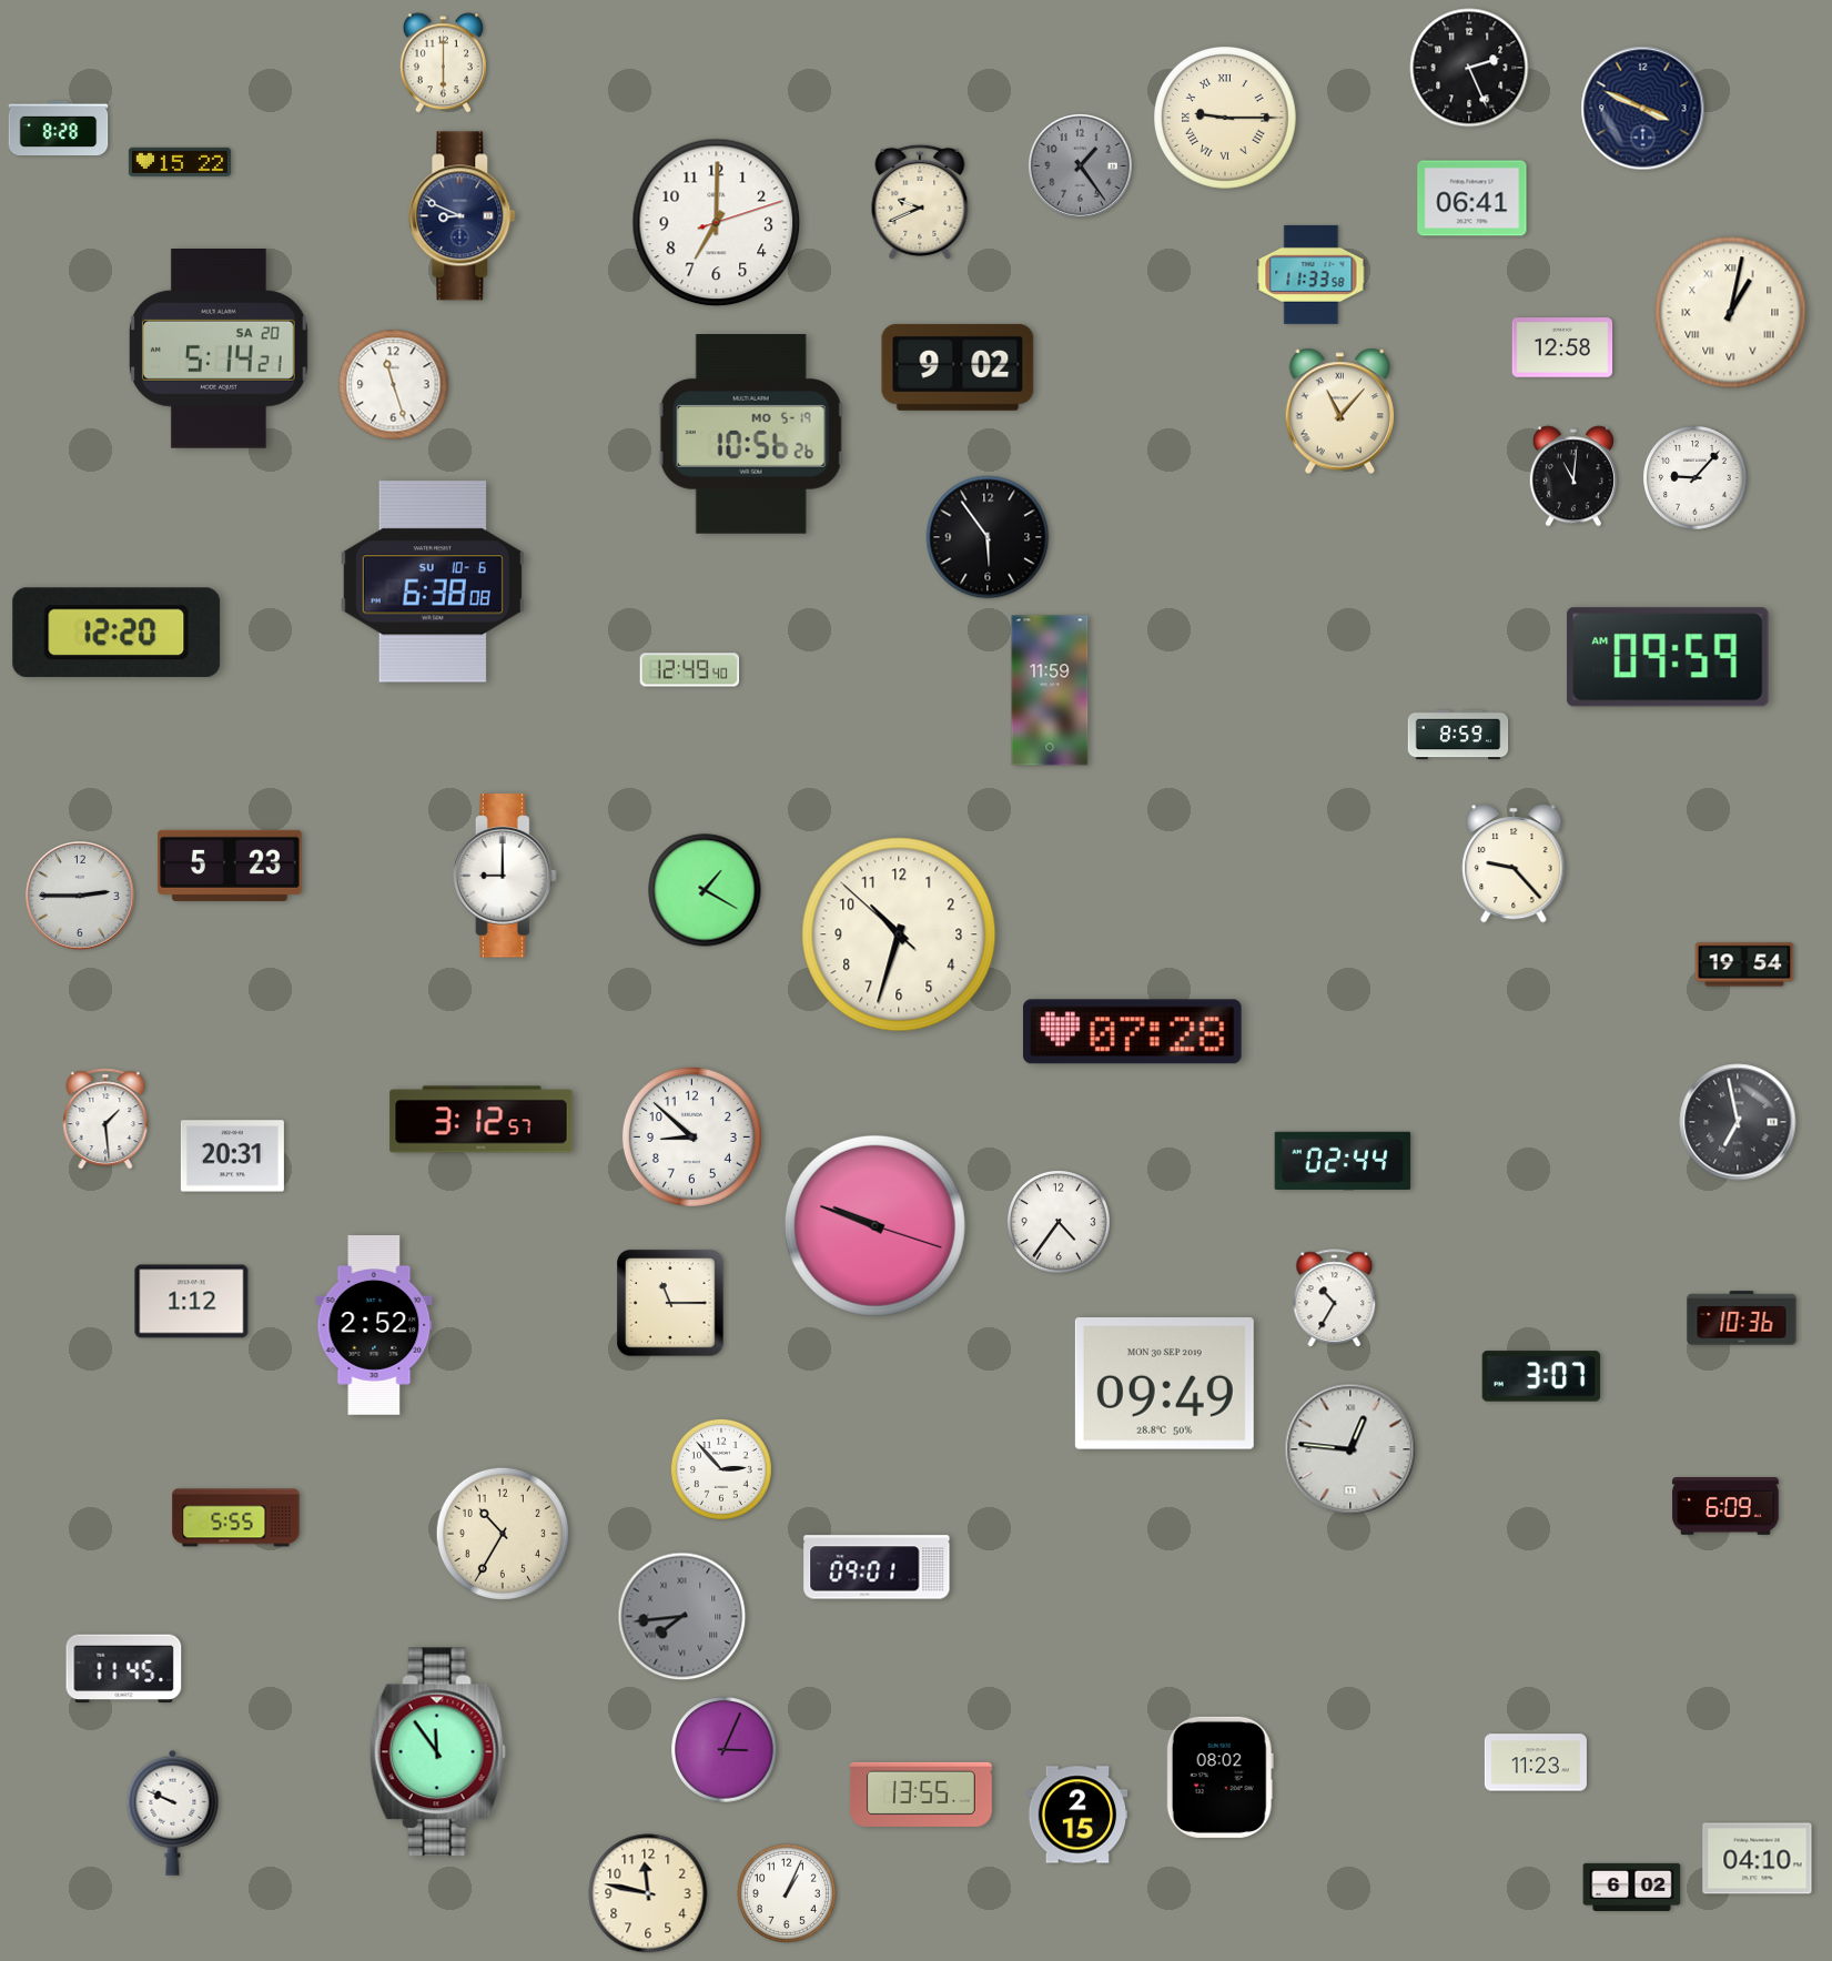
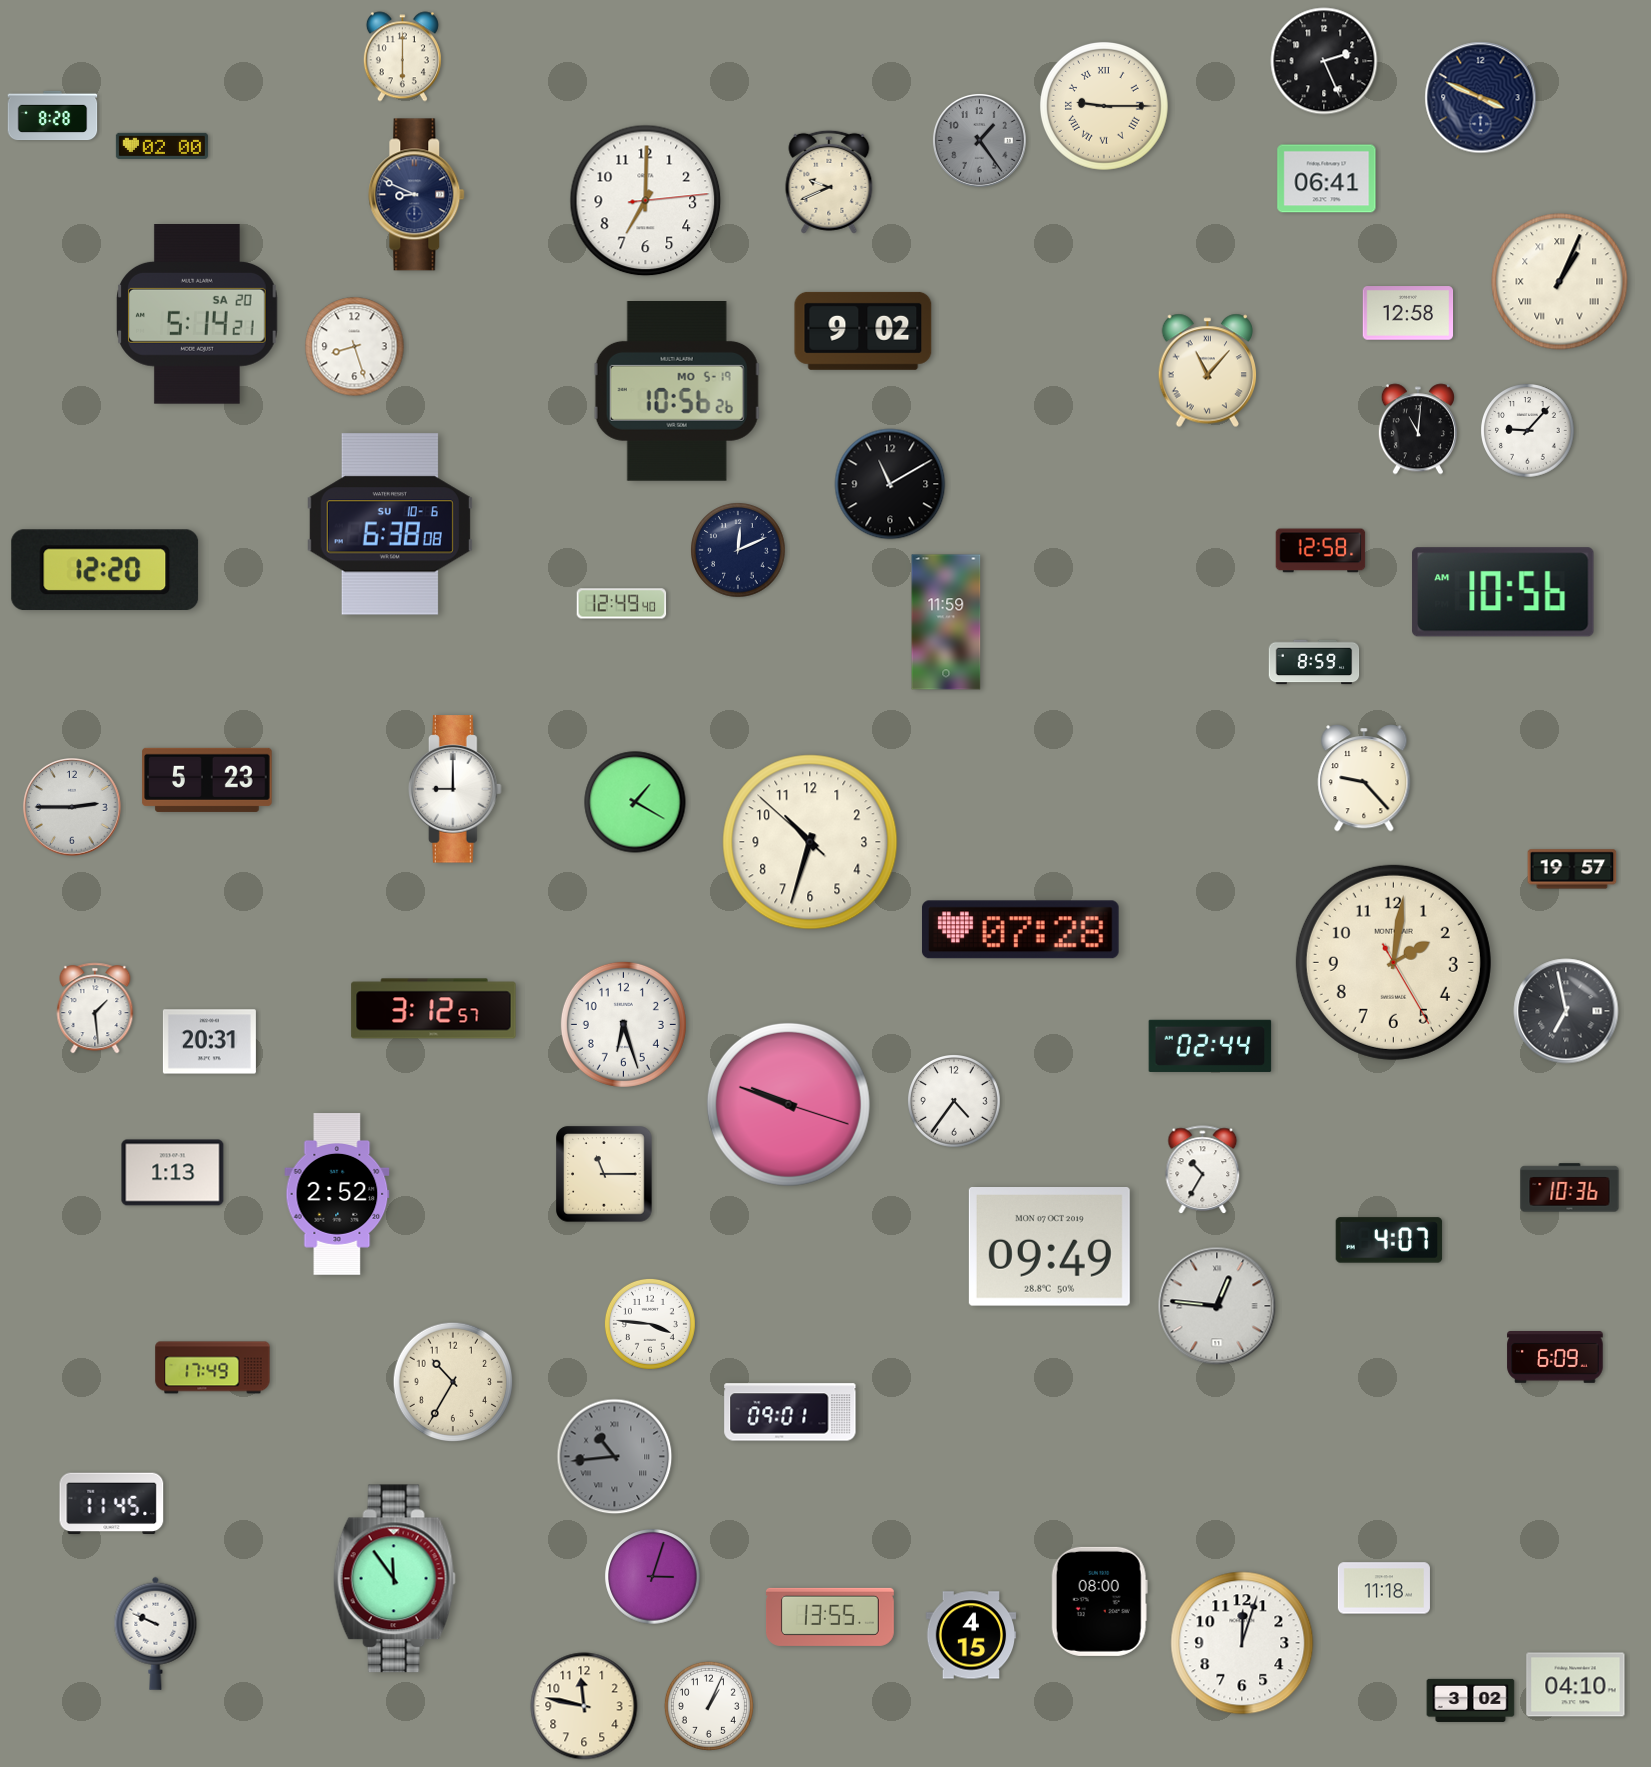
clock at (443, 63) position: (443, 63) -> (402, 57)
clock at (180, 162): 15:22 -> 02:00
clock at (1080, 165) position: (1080, 165) -> (979, 140)
clock at (717, 223): 7:00:12 -> 7:00:14
clock at (1312, 274): 11:33 -> none
clock at (1731, 313): 1:02 -> 1:04
clock at (394, 385): 11:27 -> 8:27
clock at (988, 537): 5:54 -> 11:10
clock at (738, 550): none -> 12:11
clock at (1321, 551): none -> 12:58
clock at (1668, 657): 09:59 -> 10:56
clock at (1744, 964): 19:54 -> 19:57
clock at (1393, 962): none -> 2:01
clock at (691, 1136): 8:52 -> 6:27
clock at (192, 1302): 1:12 -> 1:13
clock at (1541, 1376): 3:07 -> 4:07
clock at (1164, 1384) date: MON 30 SEP 2019 -> MON 07 OCT 2019
clock at (721, 1469): 2:53 -> 3:46
clock at (236, 1518): 5:55 -> 17:49
clock at (682, 1617): 7:44 -> 10:44
clock at (725, 1750): 3:04 -> 3:03
clock at (1536, 1762): 11:23 -> 11:18
clock at (1219, 1777): 08:02 -> 08:00
clock at (1077, 1815): 2:15 -> 4:15
clock at (1242, 1643): none -> 12:03
clock at (1758, 1859) position: (1758, 1859) -> (1576, 1685)
clock at (1632, 1887): 6:02 -> 3:02
